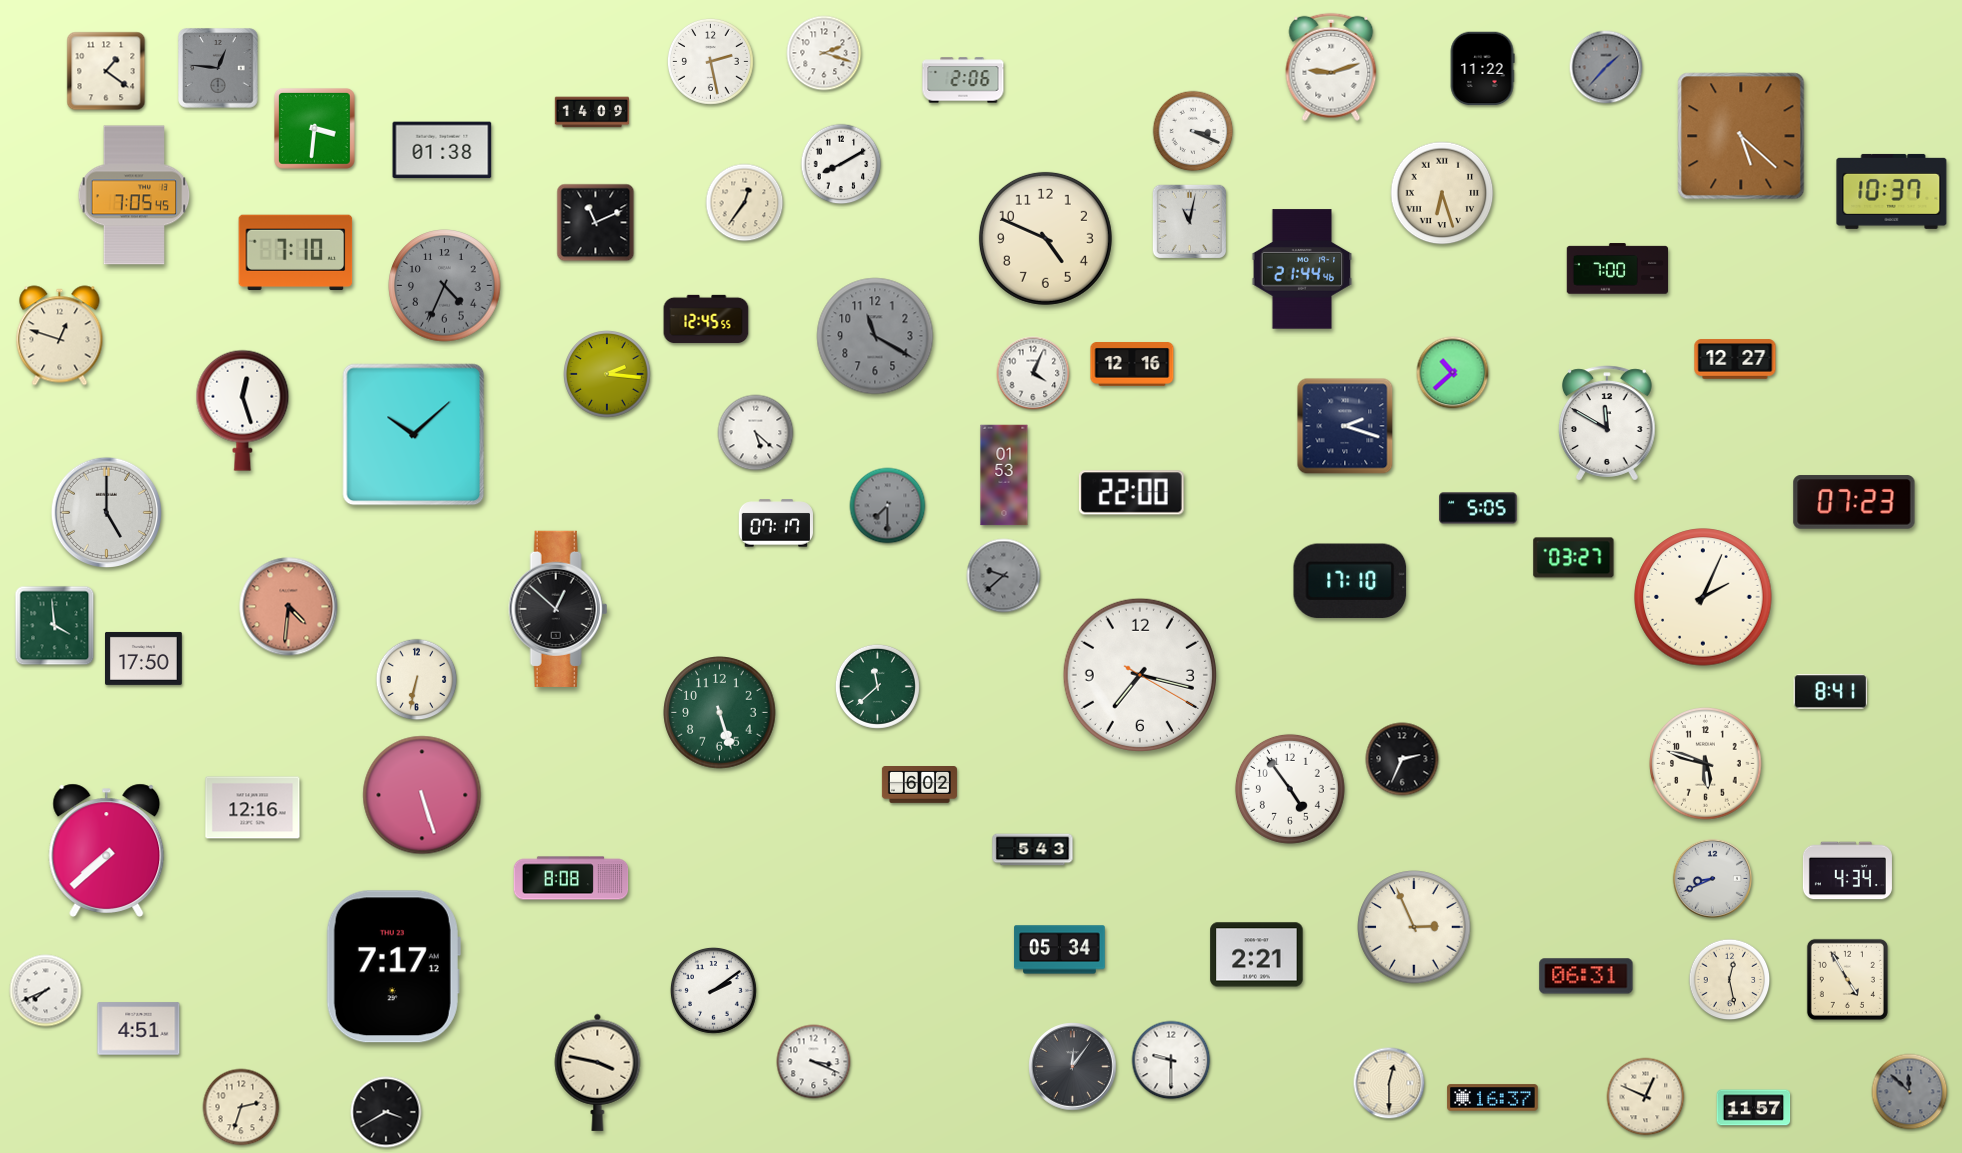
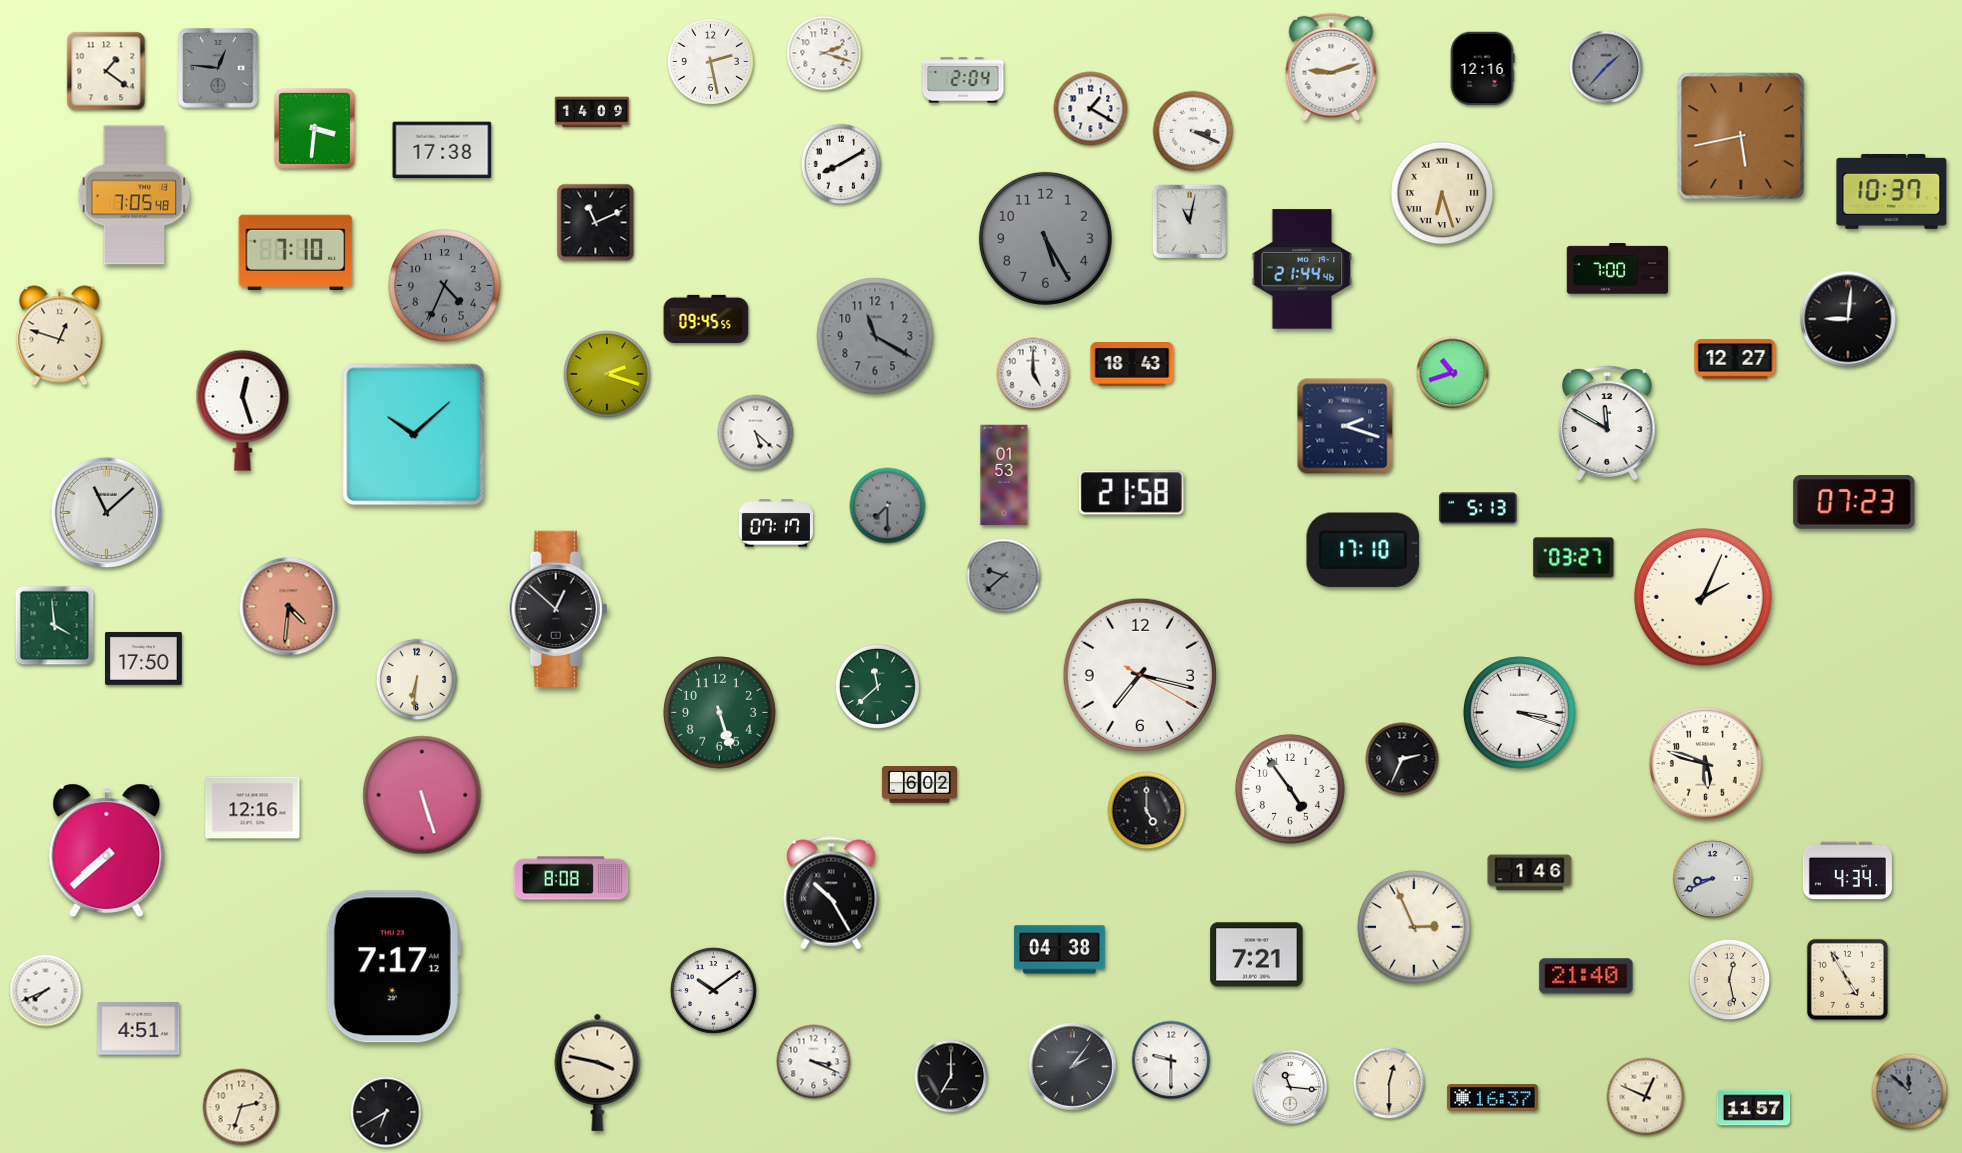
clock at (1482, 69): 11:22 -> 12:16
clock at (963, 80): 2:06 -> 2:04
clock at (1091, 109): none -> 1:20
clock at (1741, 136): 5:22 -> 5:43
clock at (442, 150): 01:38 -> 17:38
clock at (134, 195): 7:05:45 -> 7:05:48
clock at (745, 203): 12:36 -> none
clock at (1045, 238): 4:49 -> 5:25
clock at (1045, 238) dial: cream -> grey
clock at (706, 319): 12:45 -> 09:45
clock at (1848, 319): none -> 9:01
clock at (1132, 365): 12:16 -> 18:43
clock at (1033, 373): 4:04 -> 5:00
clock at (1453, 373): 10:38 -> 10:42
clock at (607, 374): 2:16 -> 2:18
clock at (1131, 493): 22:00 -> 21:58
clock at (1478, 508): 5:05 -> 5:13
clock at (107, 513): 5:00 -> 11:08
clock at (1350, 581) position: (1350, 581) -> (1363, 550)
clock at (417, 680): 6:32 -> 6:31
clock at (1830, 692): 8:41 -> none
clock at (1520, 713): none -> 3:18
clock at (1147, 811): none -> 5:00
clock at (1033, 850): 5:43 -> none
clock at (1530, 873): none -> 1:46
clock at (831, 893): none -> 10:25
clock at (1060, 950): 05:34 -> 04:38
clock at (1257, 955): 2:21 -> 7:21
clock at (1586, 976): 06:31 -> 21:40
clock at (713, 990): 2:09 -> 10:09
clock at (1073, 1067): 12:06 -> 2:06
clock at (951, 1076): none -> 7:00
clock at (1290, 1087): none -> 11:16
clock at (386, 1112): 3:40 -> 6:40
